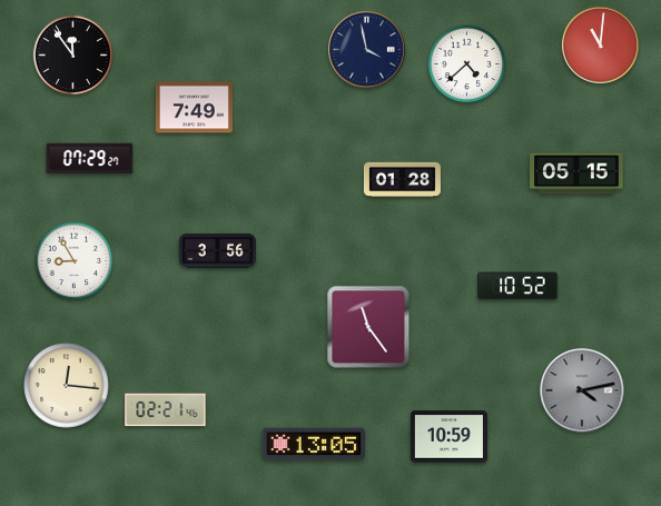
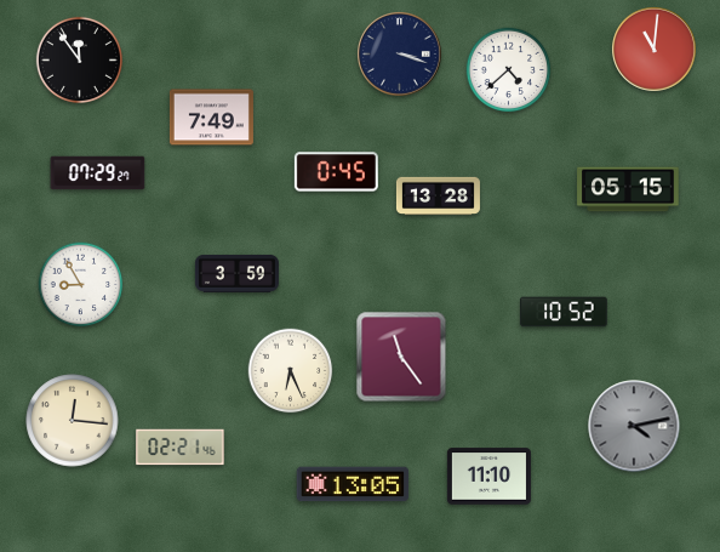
clock at (367, 50): 3:58 -> 3:18
clock at (336, 172): none -> 0:45
clock at (402, 180): 01:28 -> 13:28
clock at (217, 250): 3:56 -> 3:59
clock at (291, 371): none -> 6:26
clock at (448, 437): 10:59 -> 11:10
clock at (314, 444) position: (314, 444) -> (353, 484)
